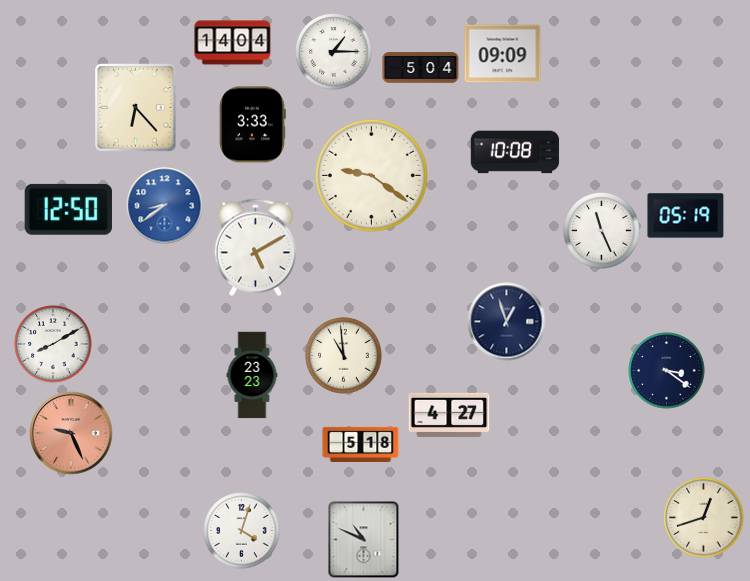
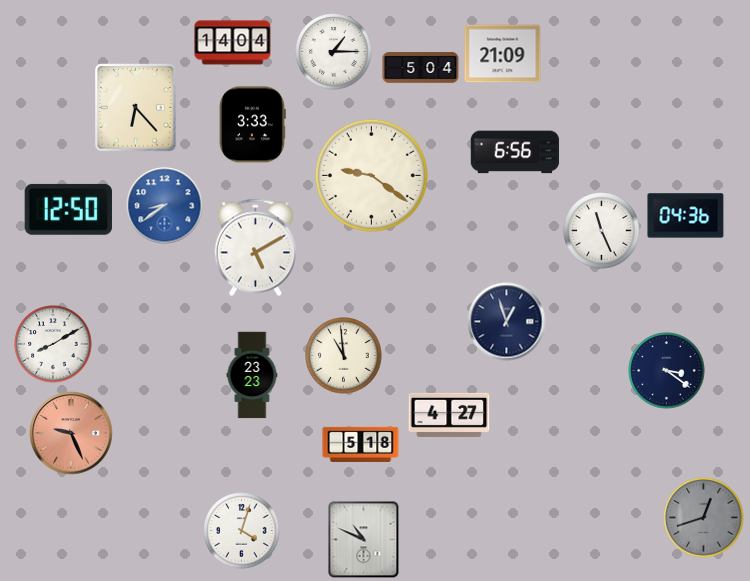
clock at (503, 54): 09:09 -> 21:09
clock at (515, 152): 10:08 -> 6:56
clock at (686, 216): 05:19 -> 04:36
clock at (704, 518) dial: cream -> grey
